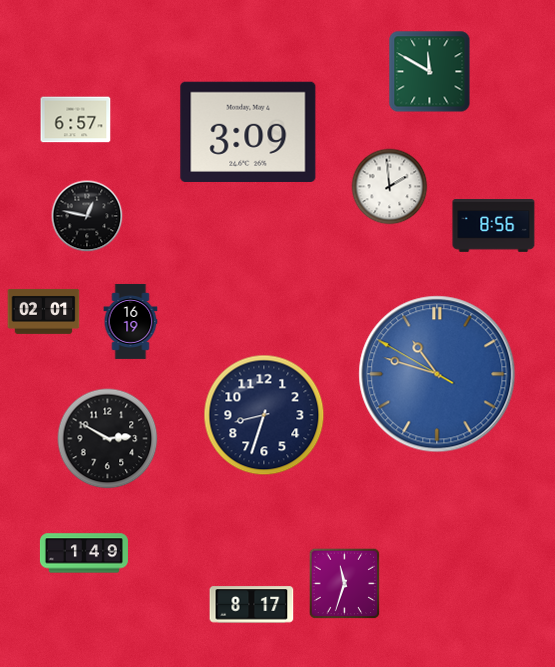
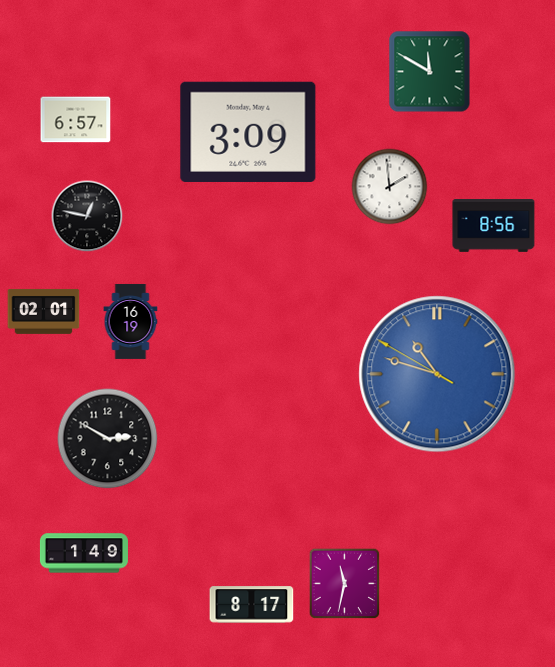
clock at (264, 415): 8:33 -> none
clock at (345, 584): 11:33 -> 11:32
